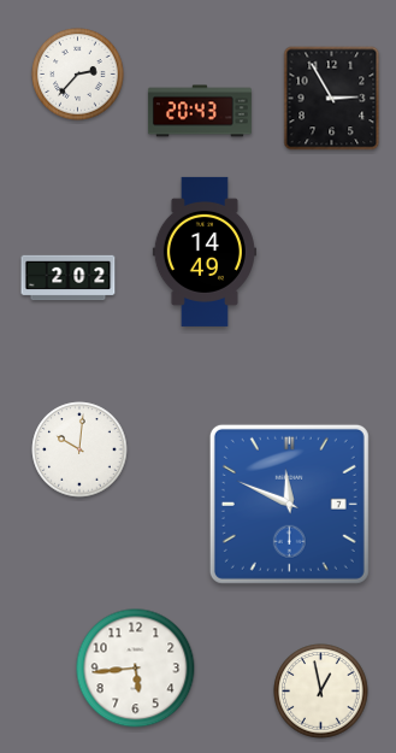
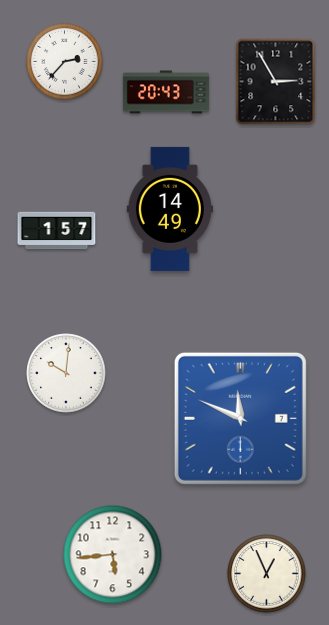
clock at (69, 278): 2:02 -> 1:57
clock at (321, 692): 12:58 -> 12:56
